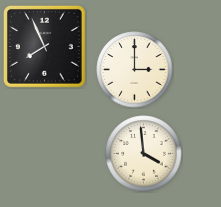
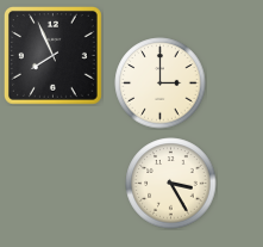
clock at (144, 154): 3:59 -> 3:25
